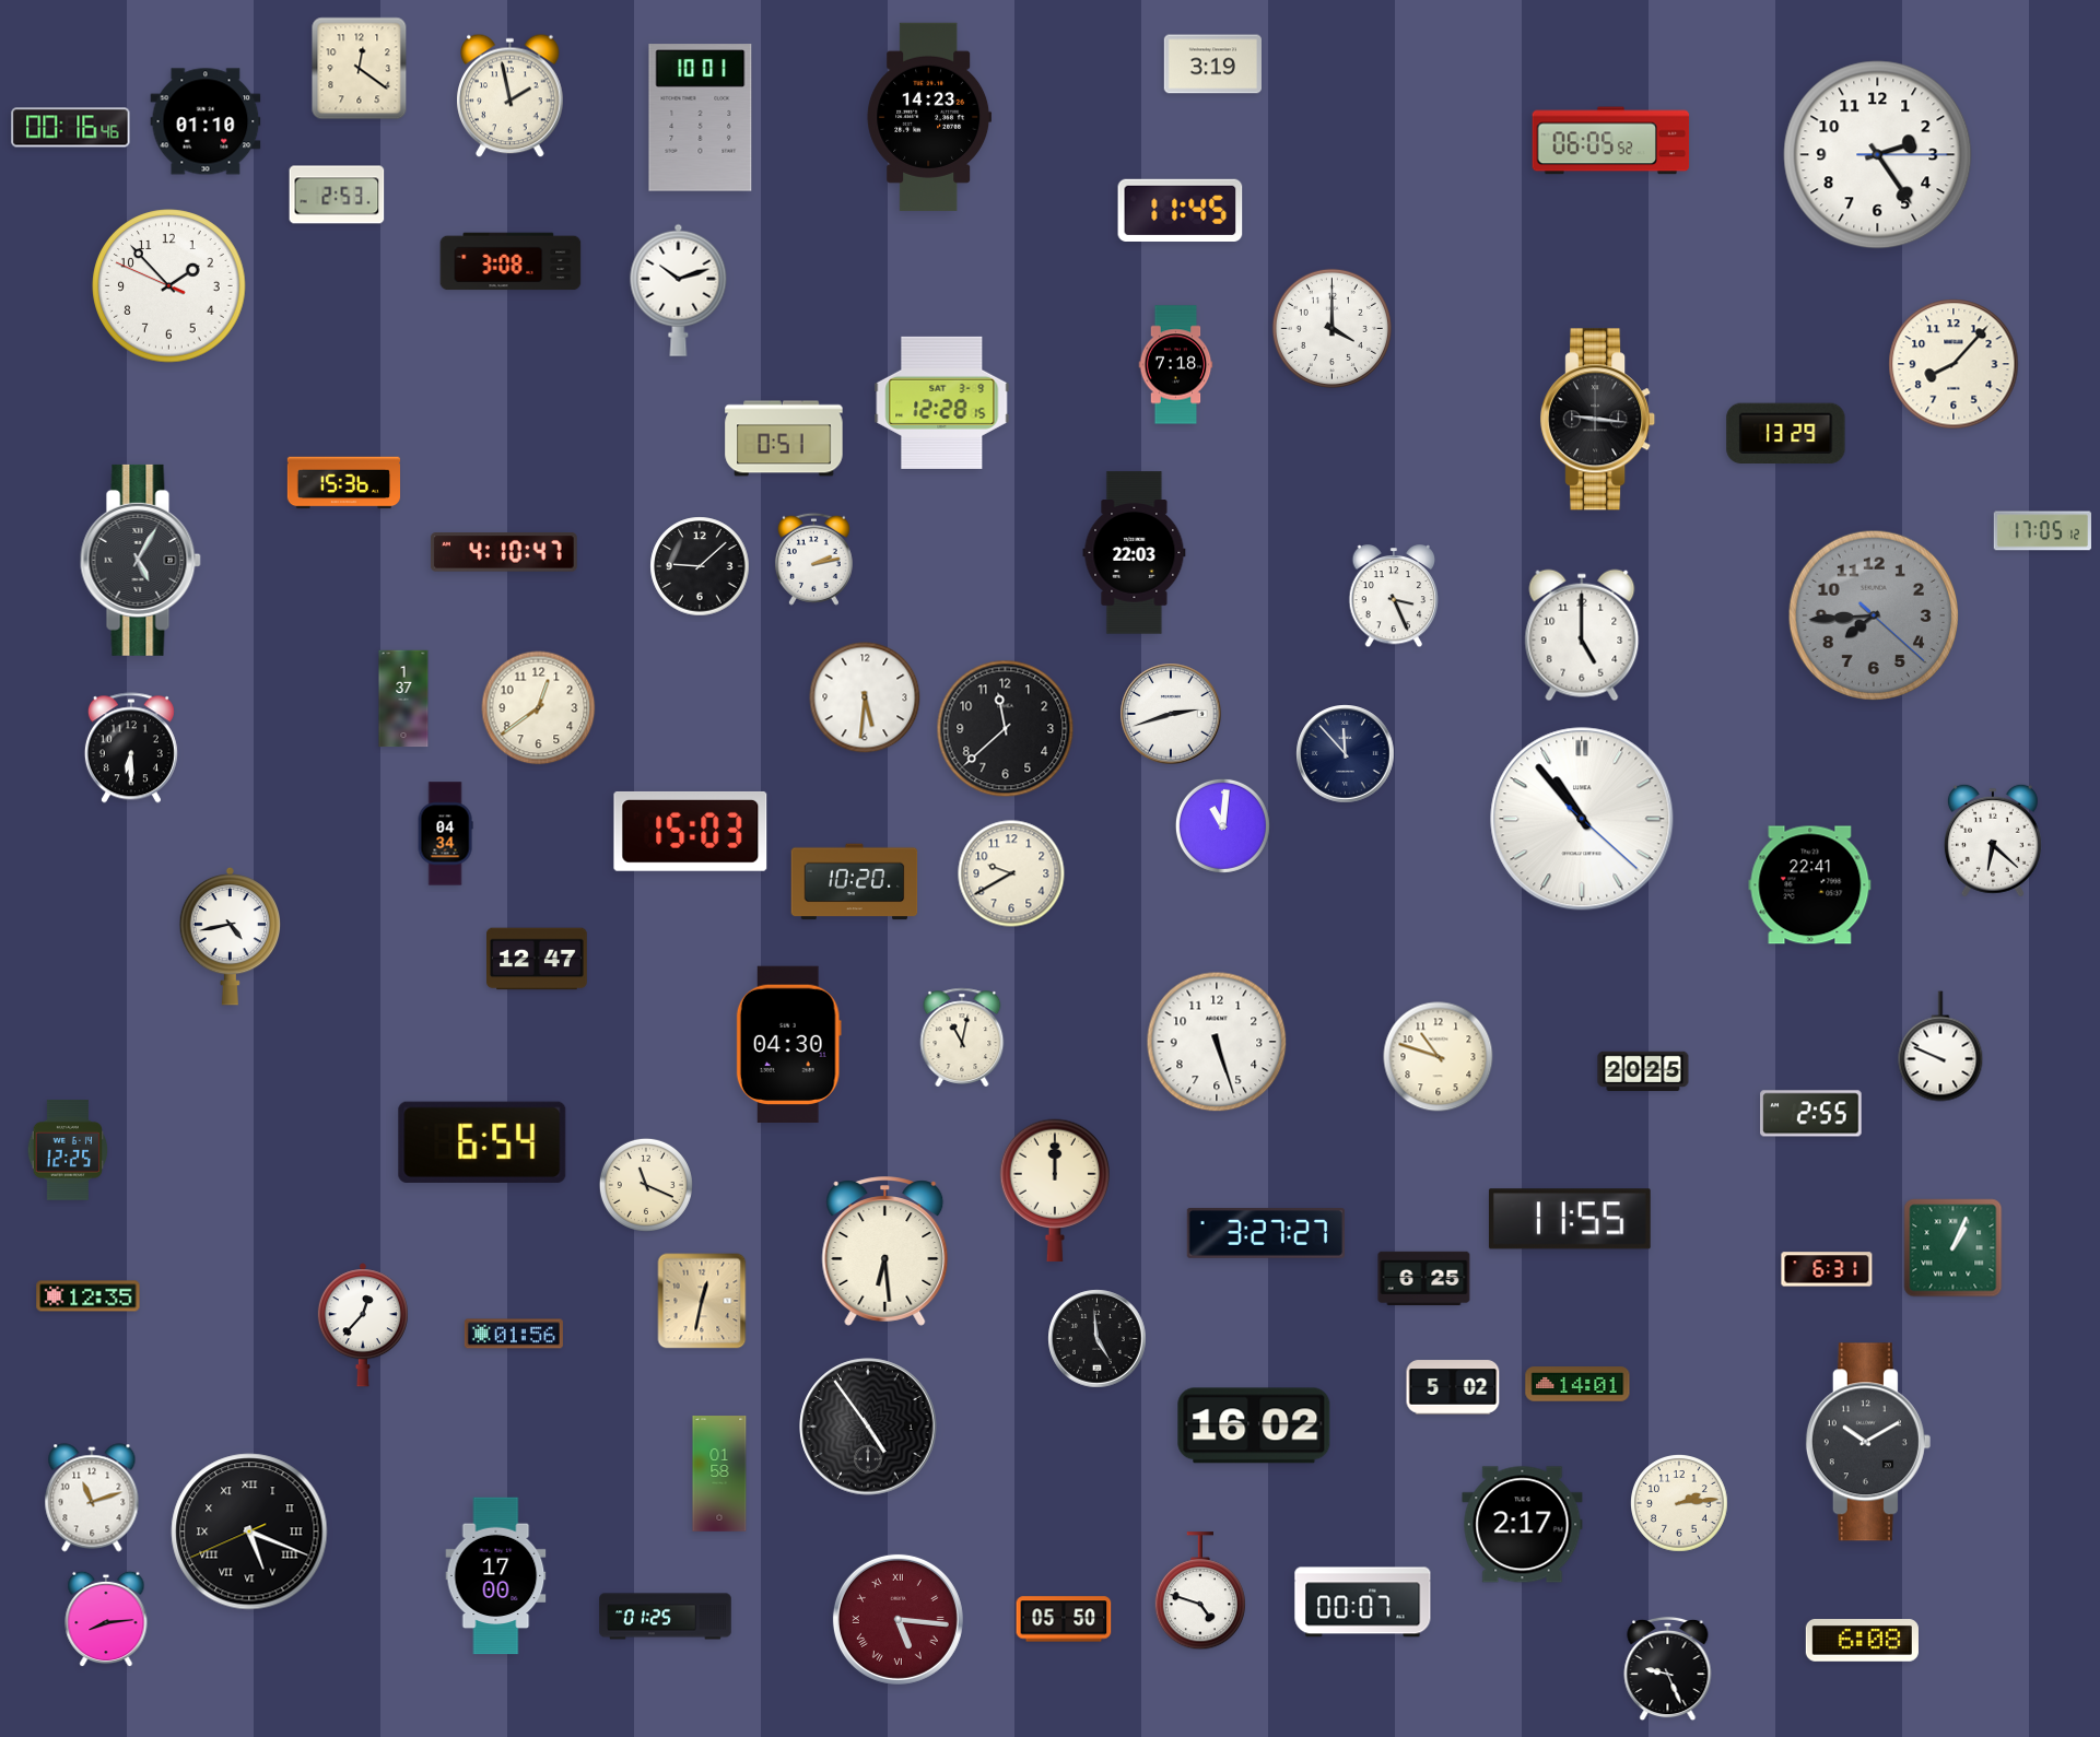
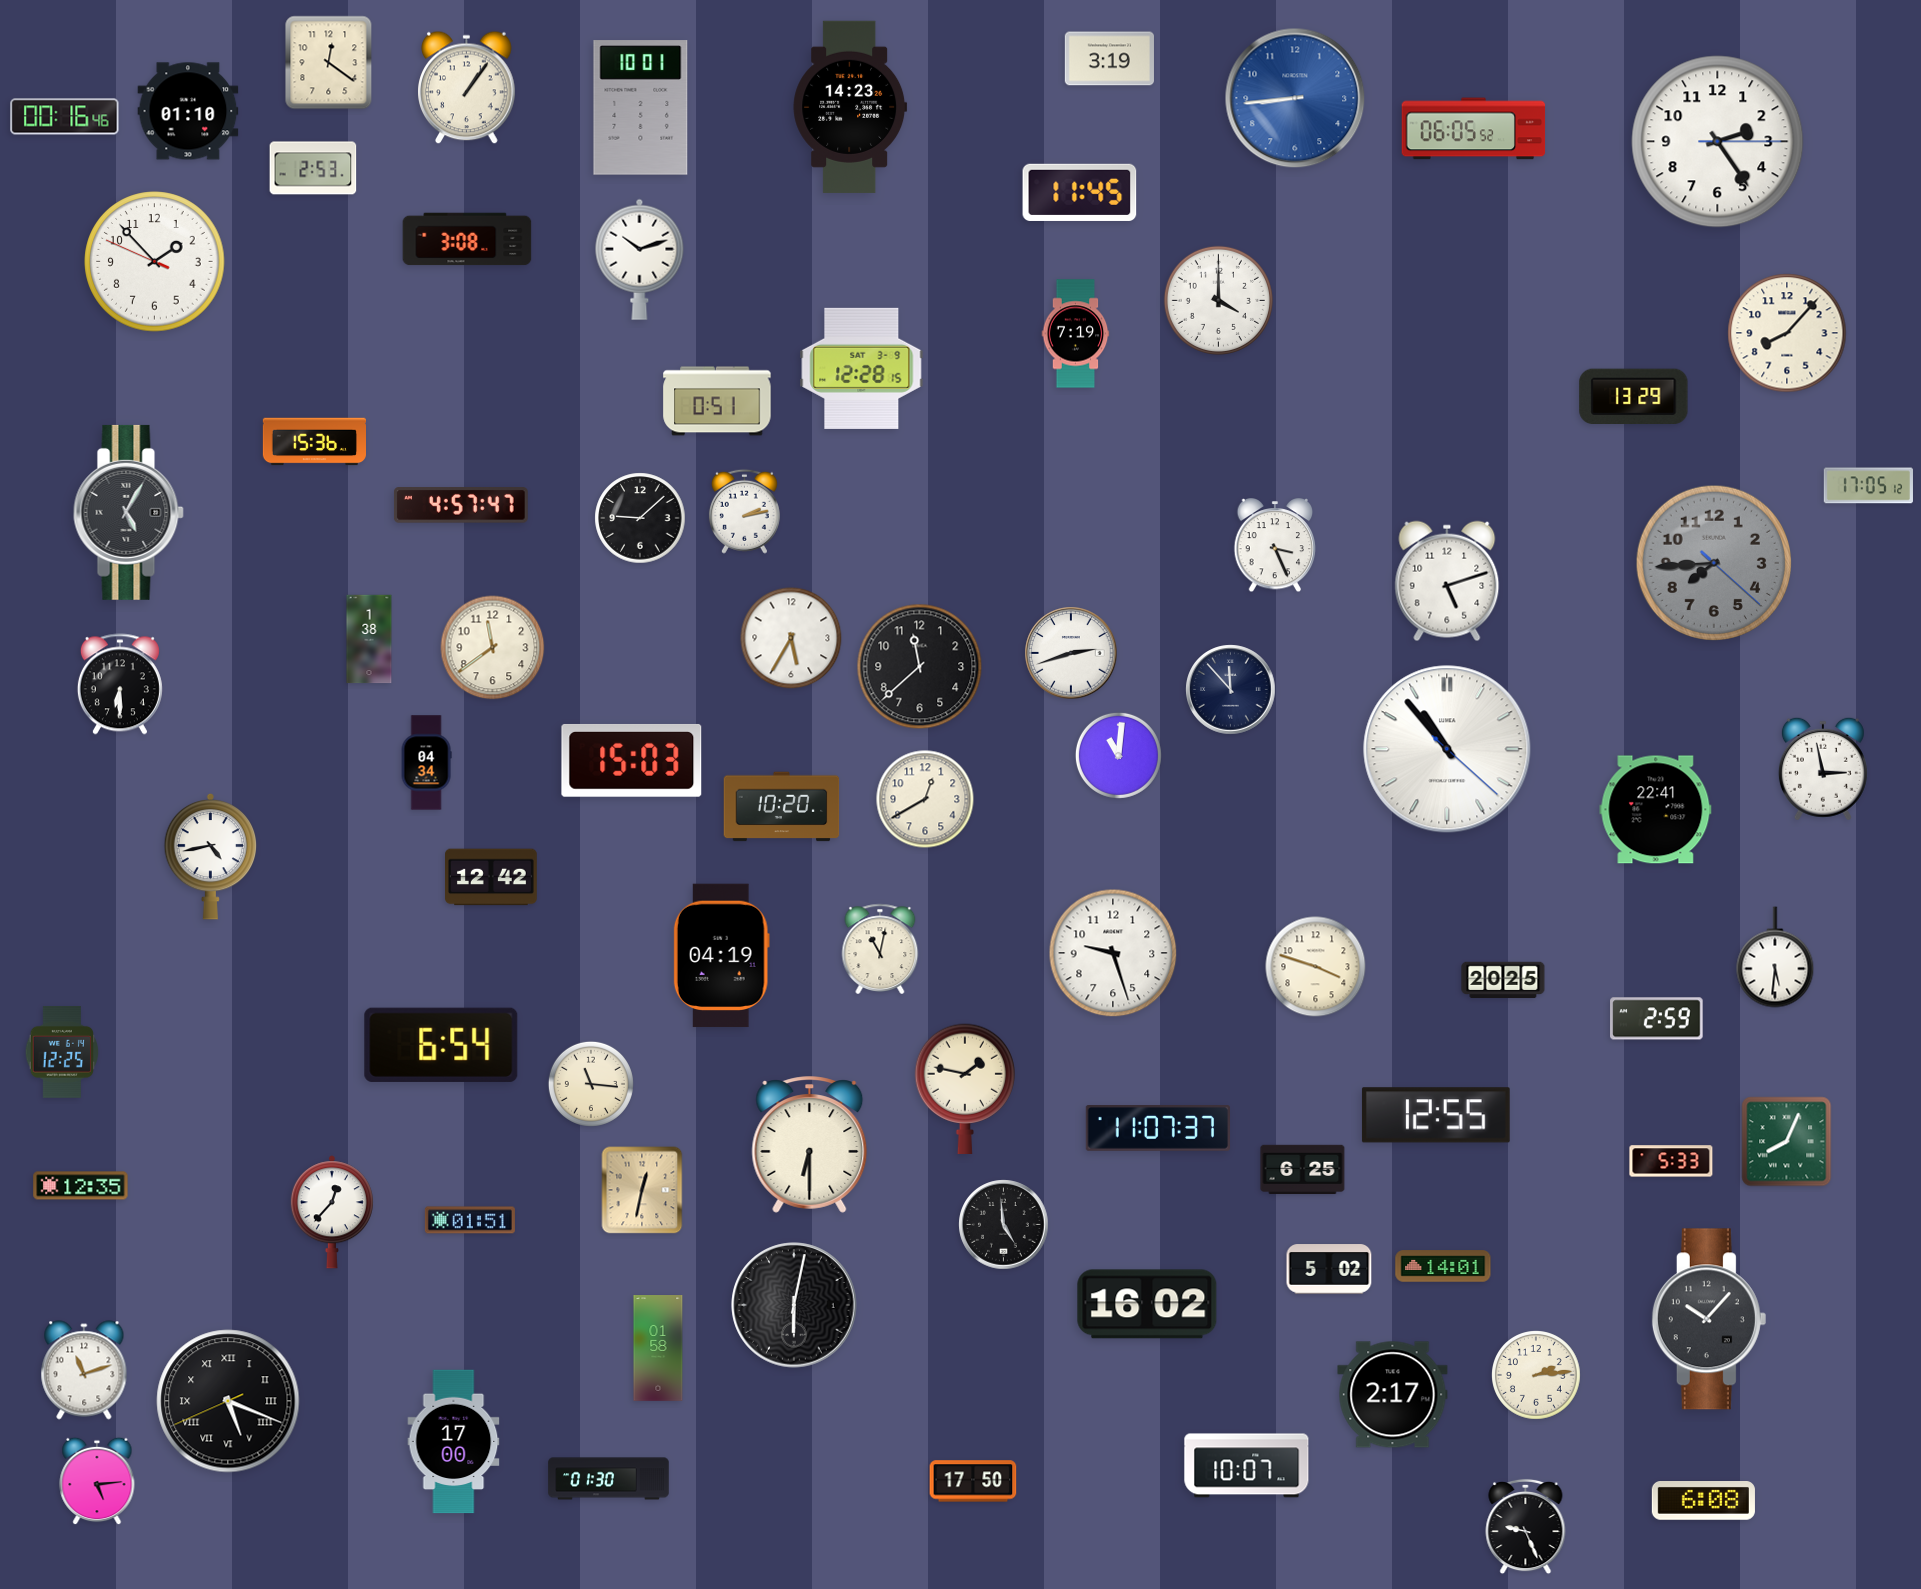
clock at (511, 96): 1:58 -> 1:06
clock at (1295, 98): none -> 8:44
clock at (337, 195) position: (337, 195) -> (313, 168)
clock at (679, 290) position: (679, 290) -> (640, 259)
clock at (1176, 365): 7:18 -> 7:19
clock at (1598, 420): 9:16 -> none
clock at (504, 552): 4:10 -> 4:57
clock at (1135, 553): 22:03 -> none
clock at (1582, 635): 5:00 -> 5:12
clock at (865, 697): 5:31 -> 5:35
clock at (403, 699): 1:37 -> 1:38
clock at (539, 708): 12:39 -> 11:39
clock at (445, 834) position: (445, 834) -> (426, 763)
clock at (1993, 841): 6:22 -> 2:58
clock at (1011, 873): 9:40 -> 12:40
clock at (538, 959): 12:47 -> 12:42
clock at (1217, 1042): 5:27 -> 9:27
clock at (788, 1045): 04:30 -> 04:19
clock at (1940, 1046): 9:49 -> 5:31
clock at (1439, 1057): 10:48 -> 3:48
clock at (1811, 1114): 2:55 -> 2:59
clock at (646, 1185): 11:19 -> 11:16
clock at (1054, 1189): 12:00 -> 1:47
clock at (1570, 1219): 11:55 -> 12:55
clock at (1265, 1234): 3:27 -> 11:07
clock at (1954, 1248): 1:04 -> 8:04
clock at (885, 1252): 6:29 -> 6:30
clock at (1827, 1269): 6:31 -> 5:33
clock at (514, 1334): 01:56 -> 01:51
clock at (868, 1427): 4:54 -> 6:02
clock at (1868, 1442): 10:10 -> 10:07
clock at (1200, 1592): 4:48 -> none
clock at (1363, 1603): 00:07 -> 10:07
clock at (666, 1617): 01:25 -> 01:30
clock at (106, 1619): 8:14 -> 5:14
clock at (898, 1619): 5:16 -> none
clock at (1064, 1619): 05:50 -> 17:50
